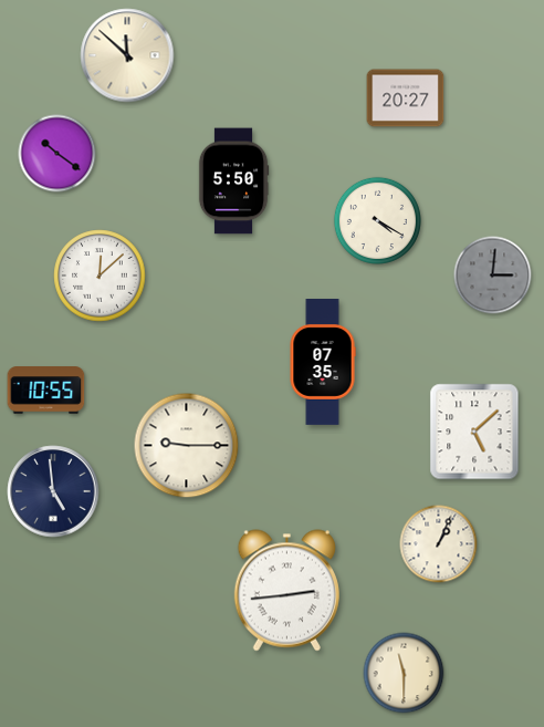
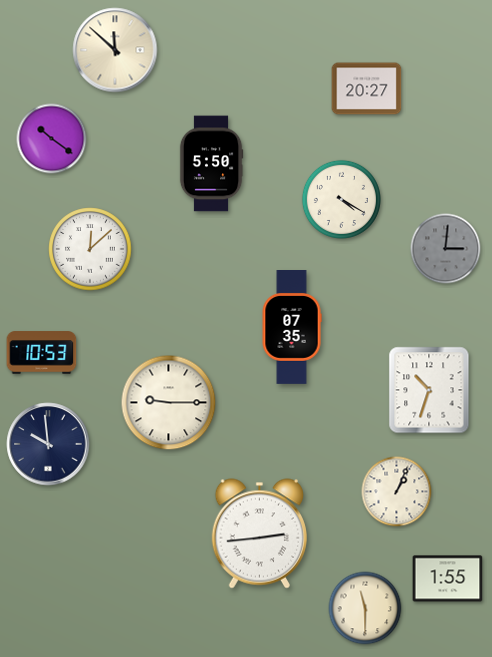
clock at (46, 391): 10:55 -> 10:53
clock at (474, 432): 5:08 -> 10:33
clock at (53, 491): 4:59 -> 9:59
clock at (448, 579): none -> 1:55
